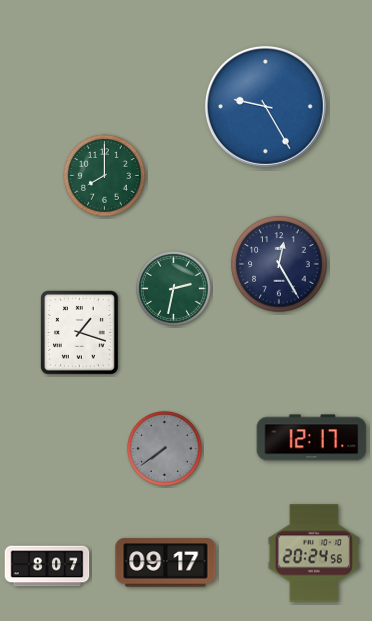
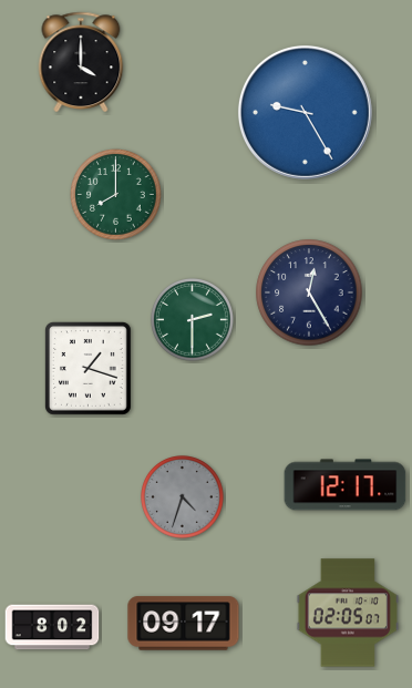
clock at (81, 61): none -> 4:00
clock at (265, 106) position: (265, 106) -> (305, 112)
clock at (174, 289): 2:32 -> 2:30
clock at (165, 449): 7:39 -> 4:33
clock at (314, 553): 20:24 -> 02:05
clock at (47, 566): 8:07 -> 8:02
